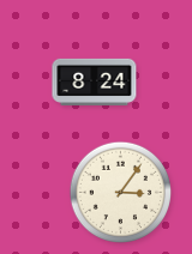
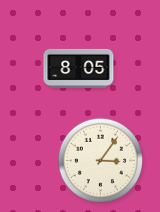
clock at (95, 81): 8:24 -> 8:05
